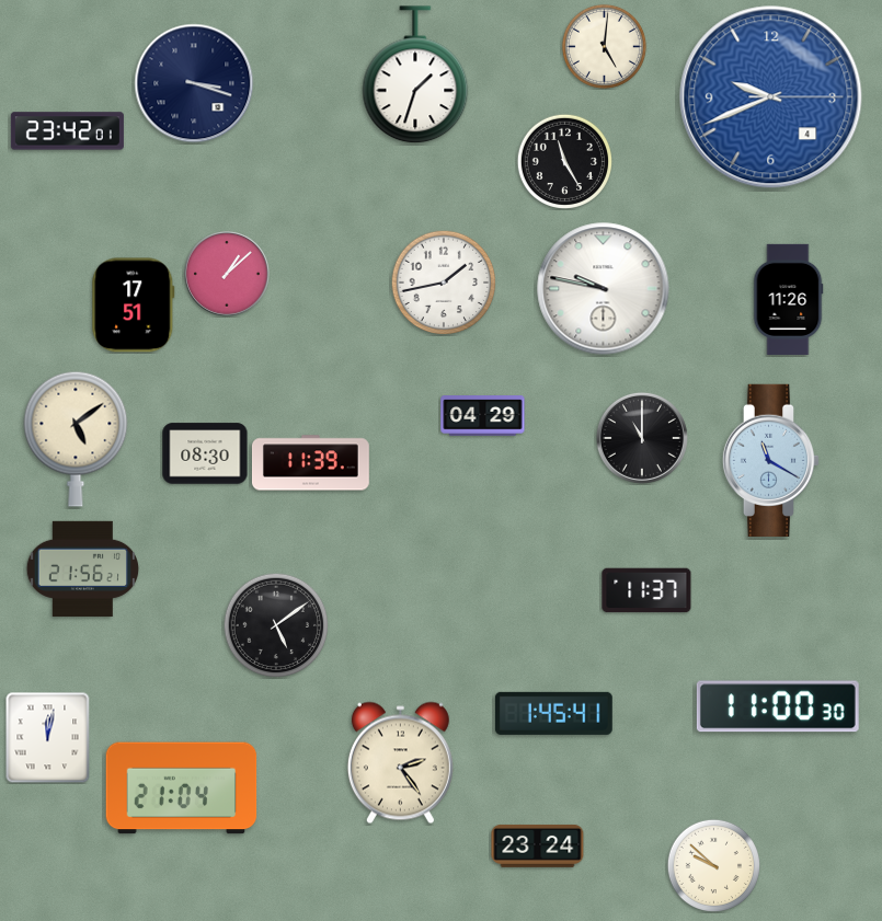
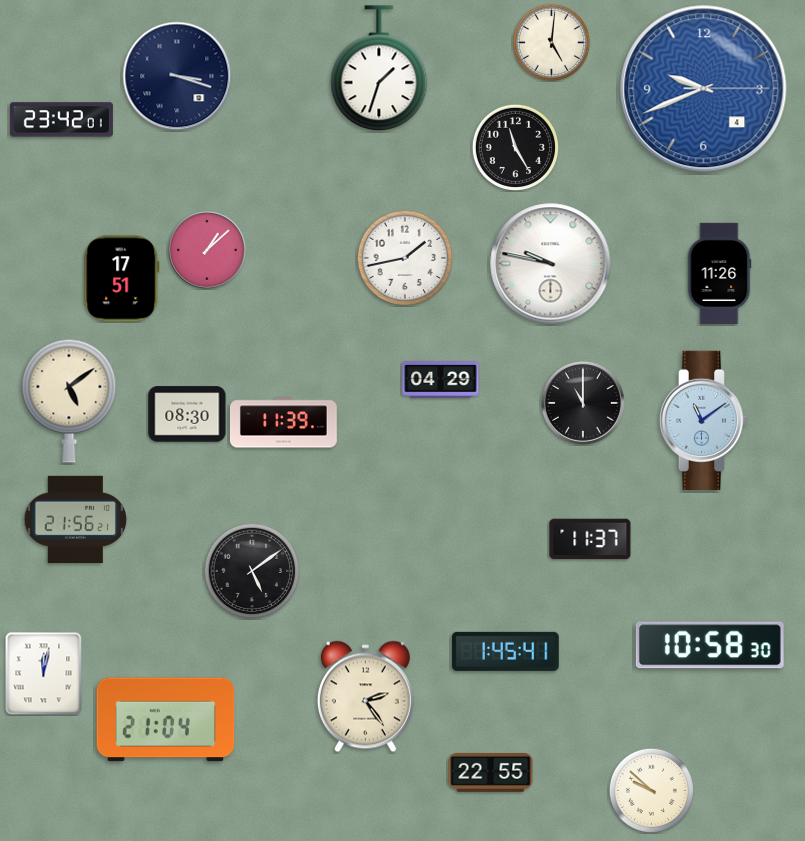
clock at (642, 438) position: (642, 438) -> (583, 403)
clock at (771, 460): 11:20 -> 11:09
clock at (778, 706): 11:00 -> 10:58
clock at (538, 845): 23:24 -> 22:55
